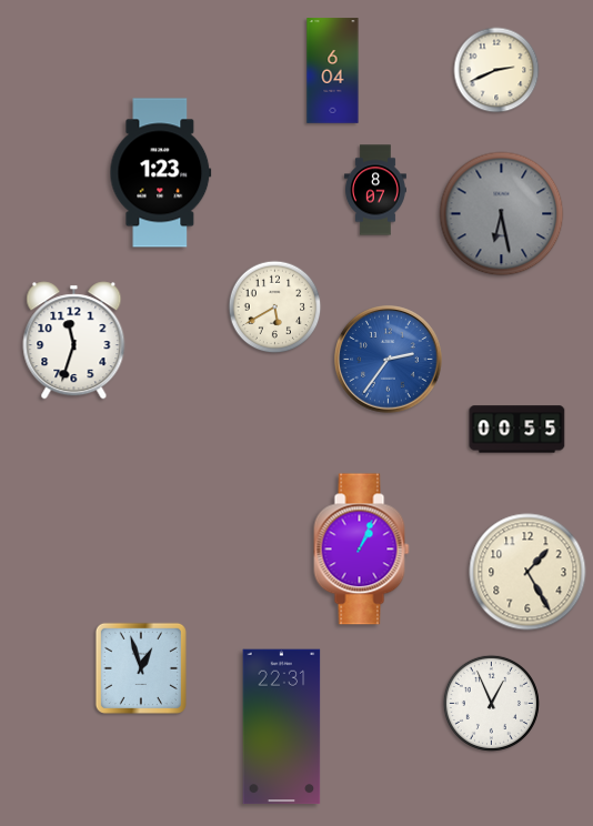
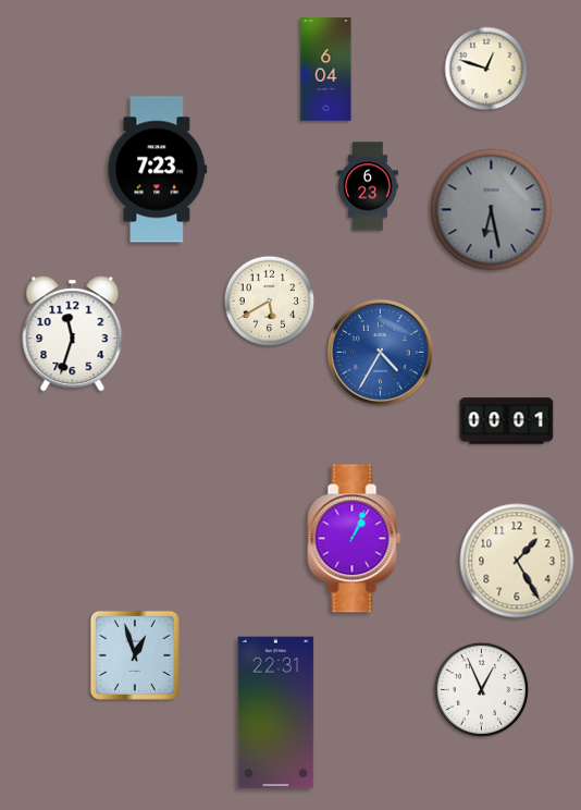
clock at (496, 70): 2:41 -> 12:48
clock at (161, 173): 1:23 -> 7:23
clock at (375, 190): 8:07 -> 6:23
clock at (389, 360): 2:36 -> 4:35
clock at (517, 430): 00:55 -> 00:01
clock at (141, 668) position: (141, 668) -> (135, 655)
